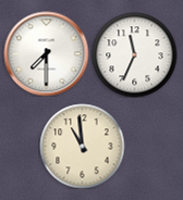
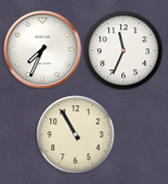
clock at (46, 53): 7:30 -> 7:34
clock at (82, 146): 10:59 -> 10:55
